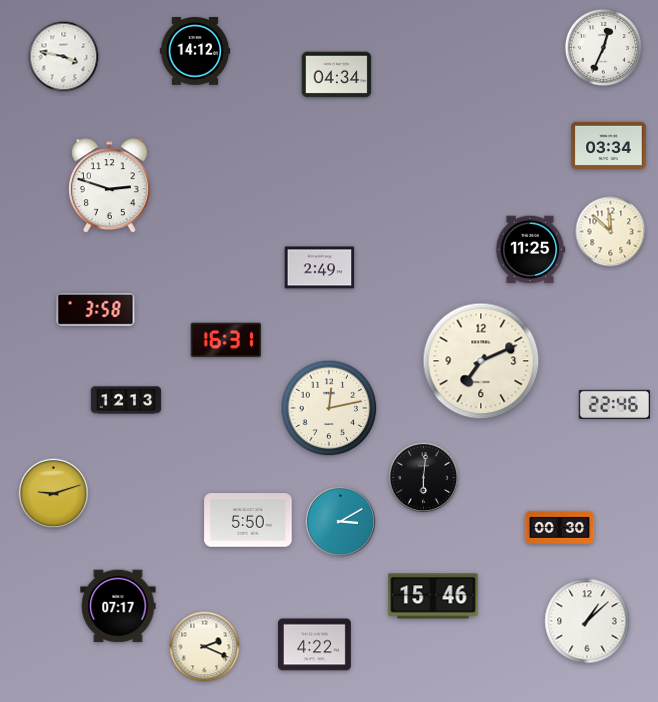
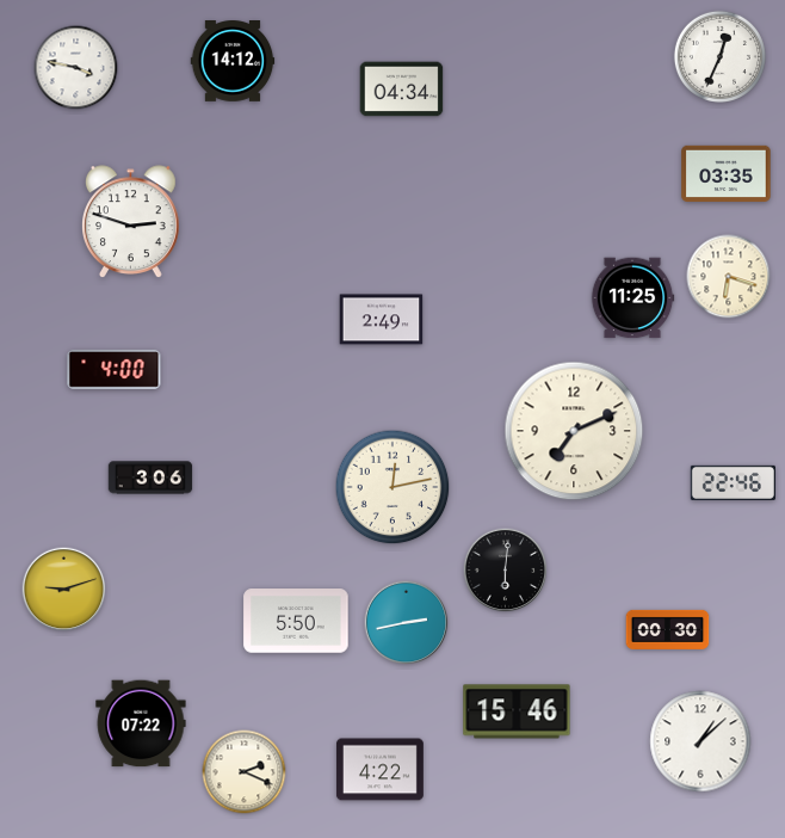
clock at (609, 145): 03:34 -> 03:35
clock at (611, 232): 11:52 -> 6:18
clock at (96, 309): 3:58 -> 4:00
clock at (226, 340): 16:31 -> none
clock at (126, 400): 12:13 -> 3:06
clock at (341, 522): 3:10 -> 2:43
clock at (118, 606): 07:17 -> 07:22
clock at (314, 645) position: (314, 645) -> (379, 770)
